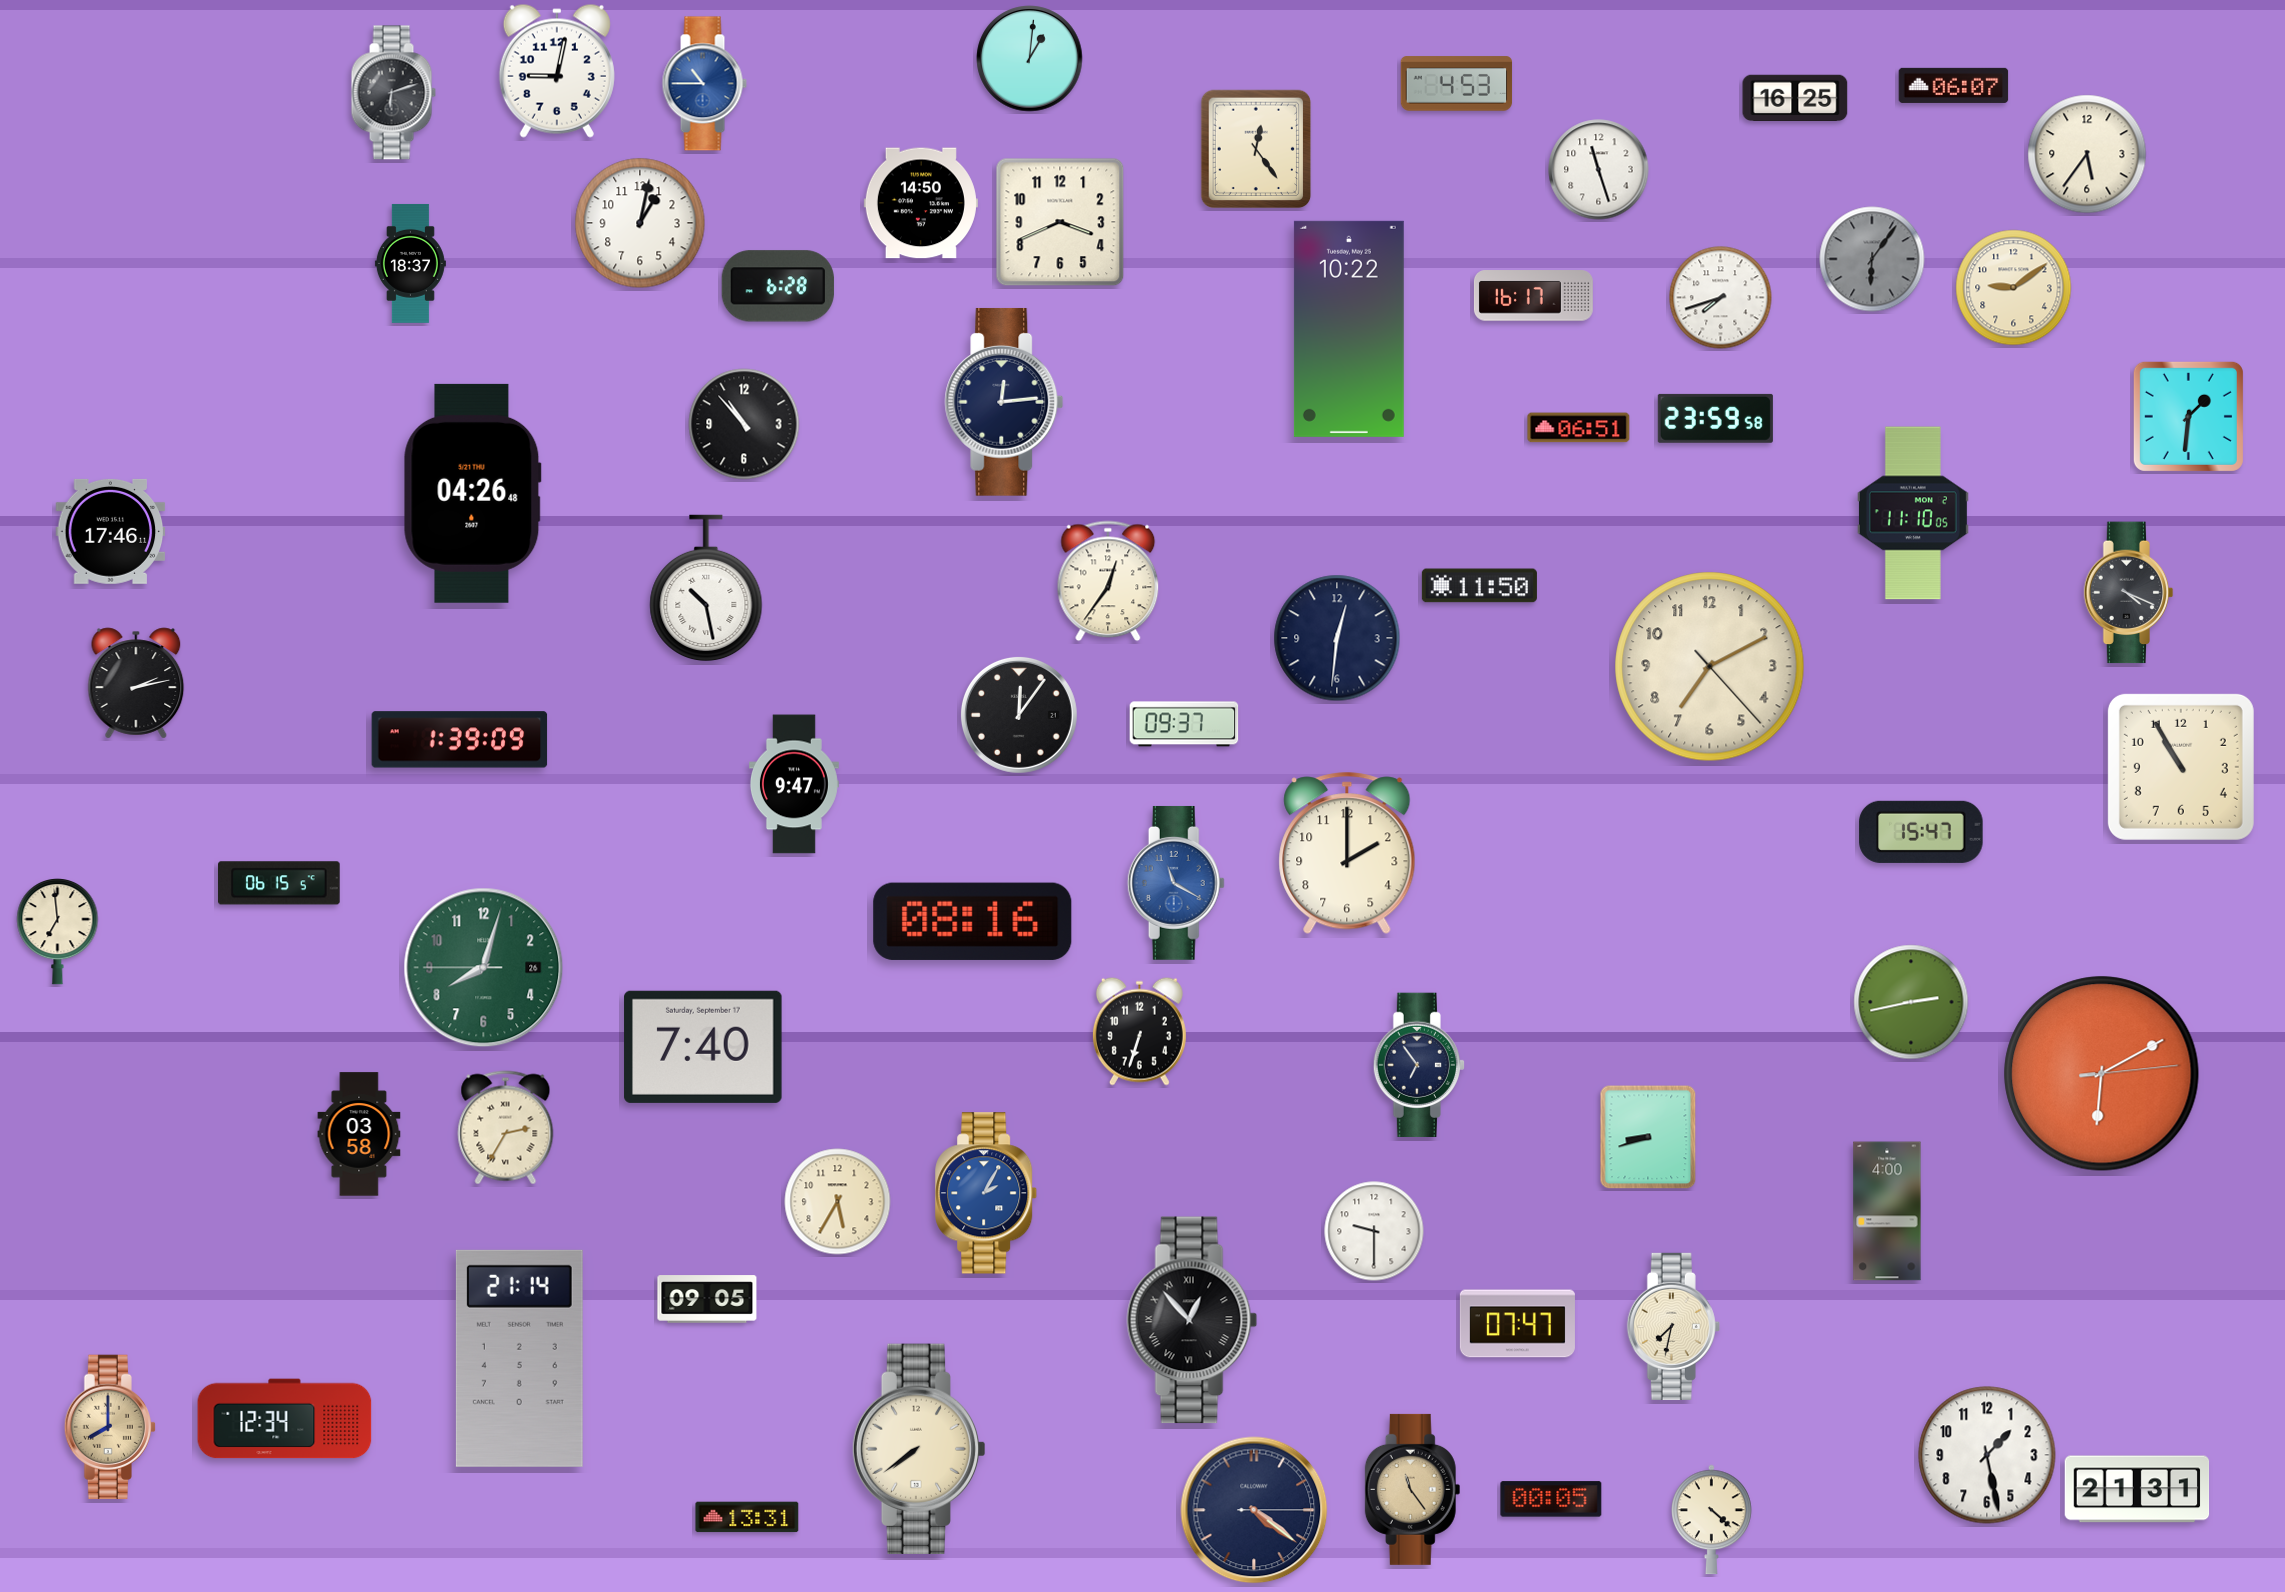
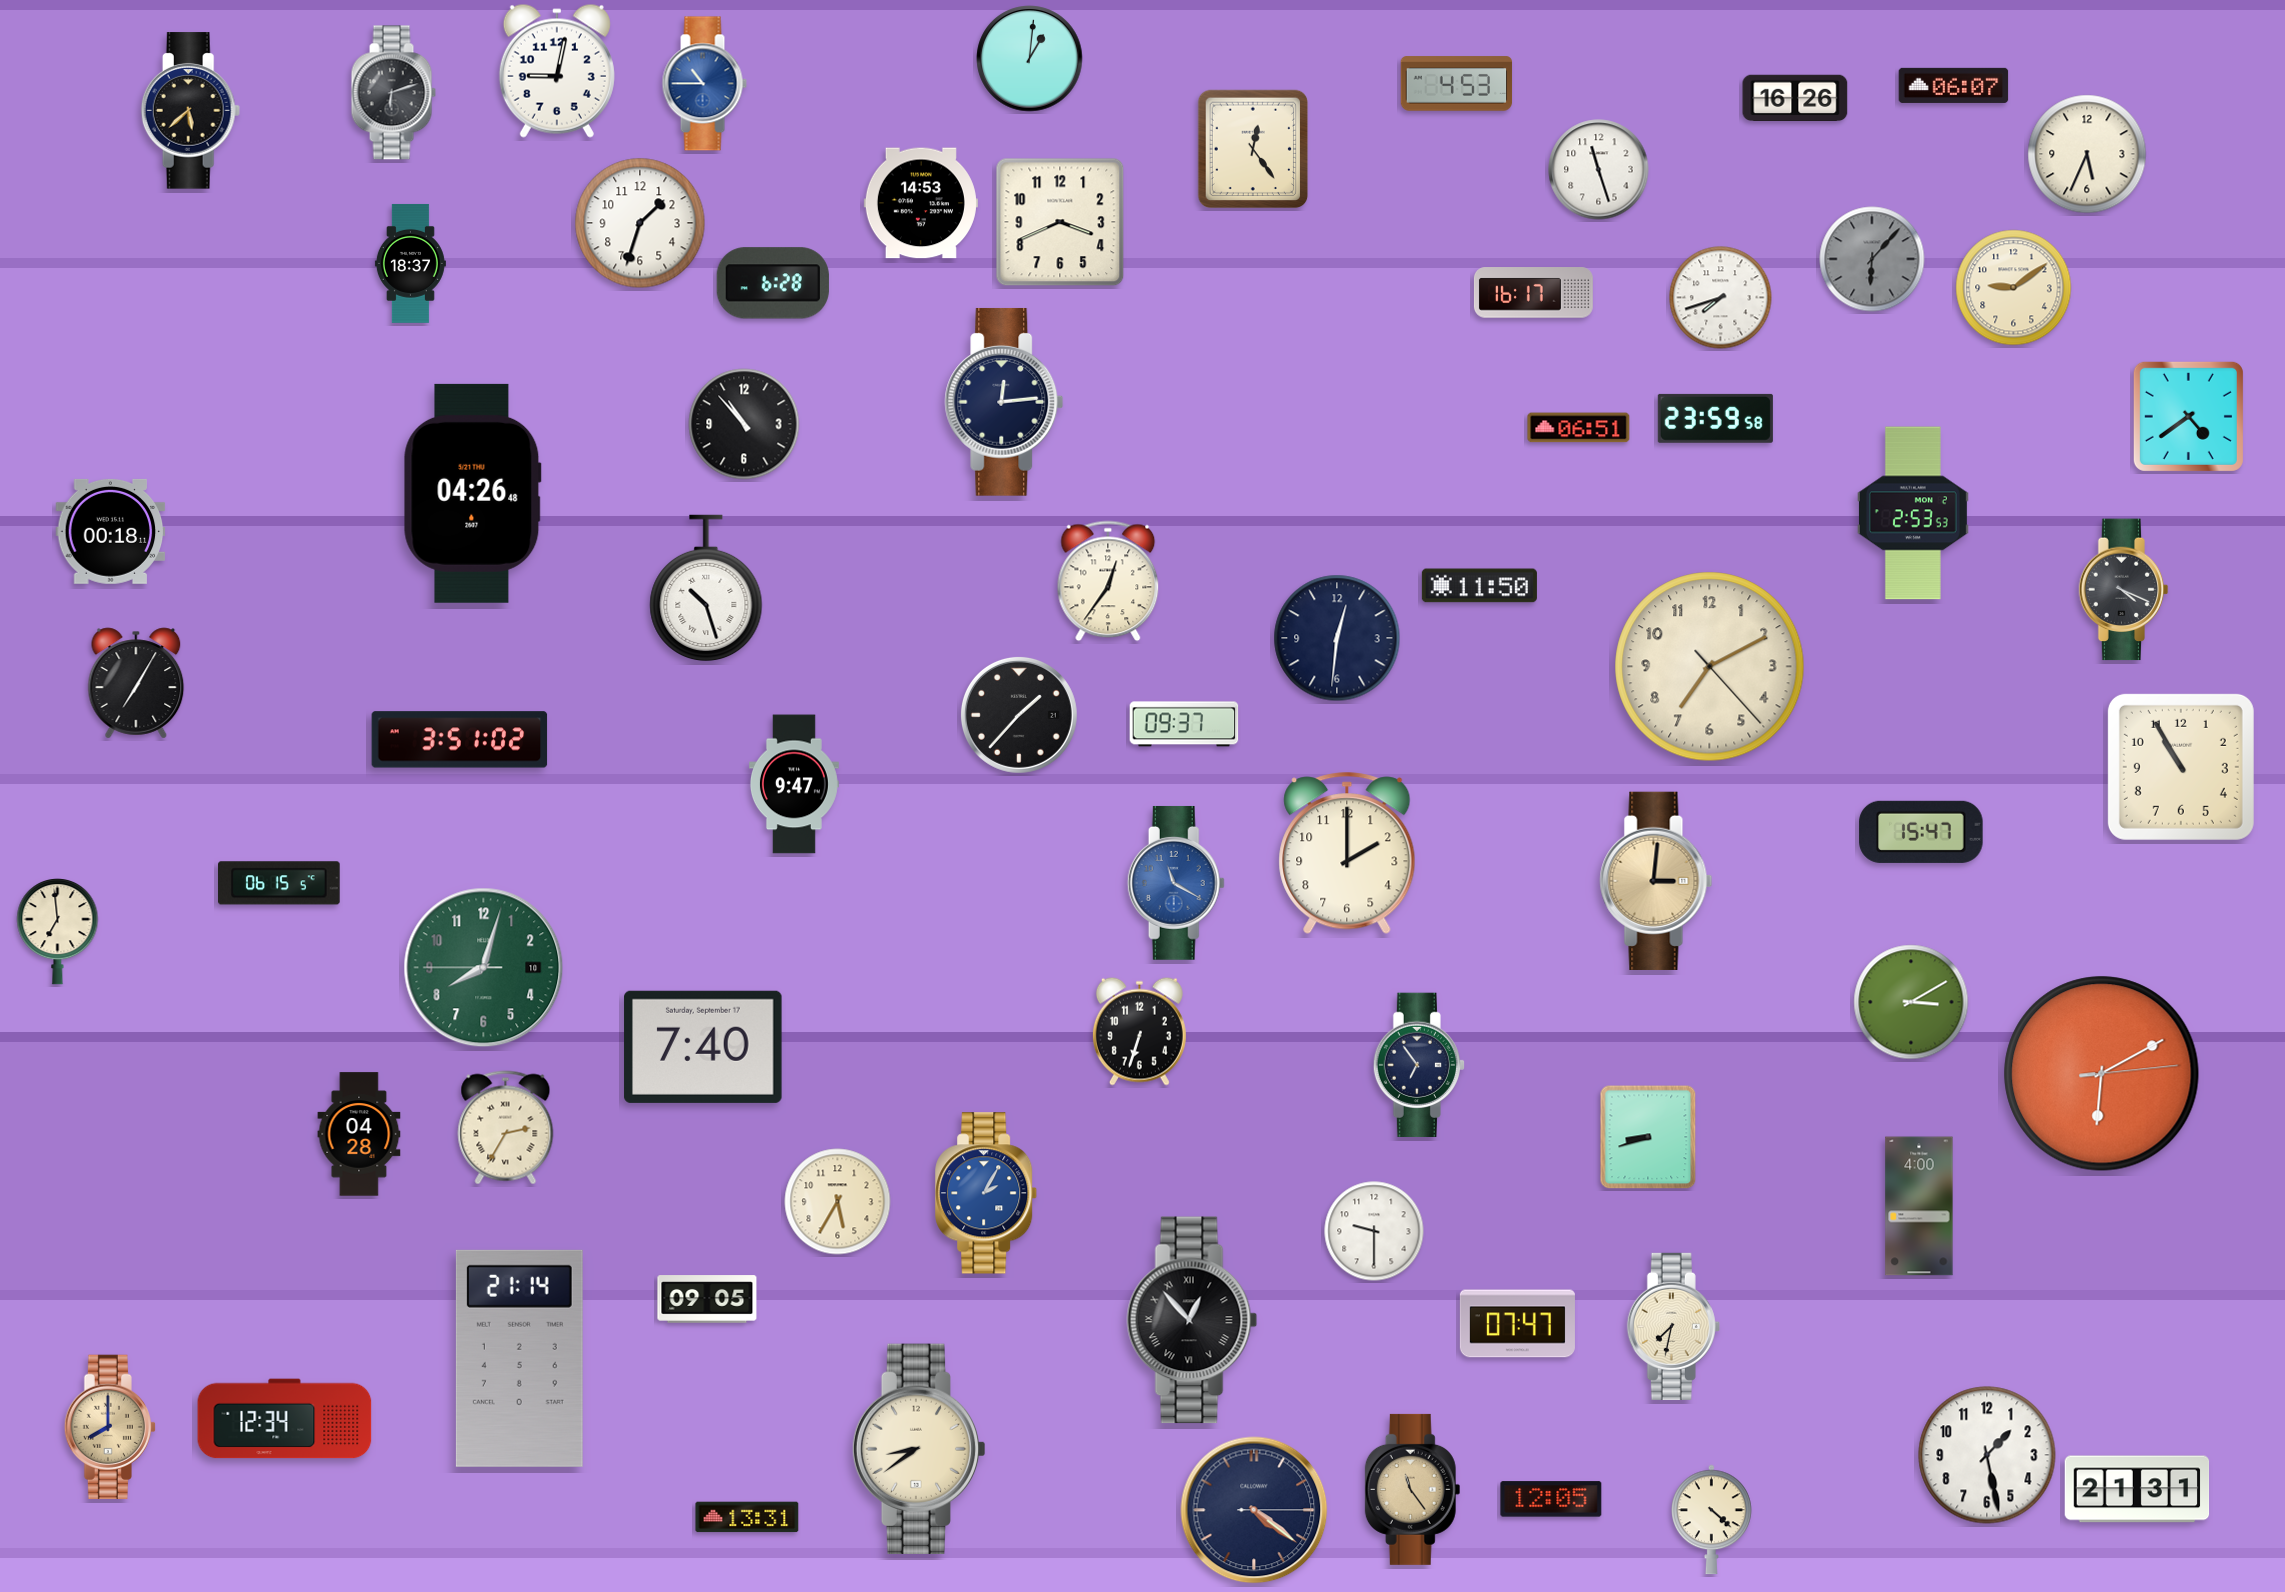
clock at (1795, 97): 16:25 -> 16:26
clock at (191, 111): none -> 5:38
clock at (1256, 149) position: (1256, 149) -> (1253, 149)
clock at (2087, 154): 5:36 -> 5:34
clock at (921, 203): 14:50 -> 14:53
clock at (640, 223): 1:02 -> 1:33
clock at (1872, 259): 6:06 -> 6:07
clock at (778, 286) position: (778, 286) -> (773, 283)
clock at (1533, 296) position: (1533, 296) -> (1533, 293)
clock at (1349, 329): 10:22 -> none
clock at (2188, 416): 1:31 -> 4:39
clock at (1913, 513): 11:10 -> 2:53
clock at (111, 531): 17:46 -> 00:18
clock at (706, 588): 10:28 -> 10:27
clock at (2129, 593) position: (2129, 593) -> (2124, 590)
clock at (136, 683): 2:13 -> 7:05
clock at (1019, 715): 12:06 -> 1:37
clock at (460, 740): 1:39 -> 3:51
clock at (1656, 881): none -> 3:01
clock at (973, 921): 08:16 -> none
clock at (484, 968) date: 26 -> 10
clock at (1911, 1002): 2:43 -> 3:10
clock at (359, 1134): 03:58 -> 04:28
clock at (1887, 1211) position: (1887, 1211) -> (1919, 1206)
clock at (919, 1449): 7:39 -> 8:39
clock at (1551, 1499): 00:05 -> 12:05
